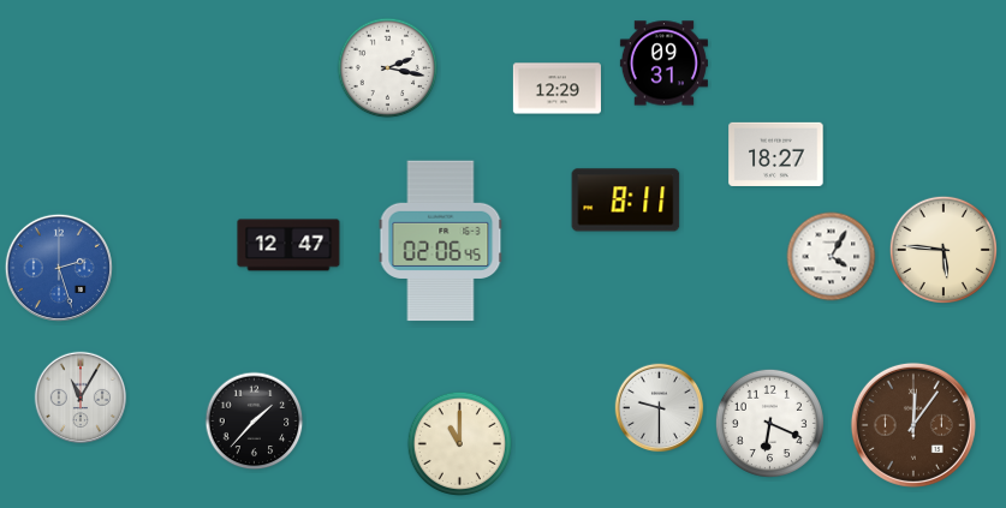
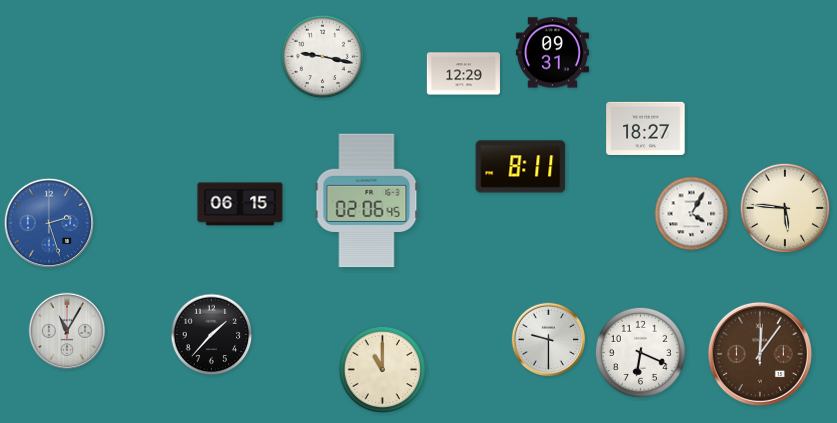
clock at (388, 68): 2:17 -> 9:17
clock at (288, 245): 12:47 -> 06:15
clock at (255, 422) position: (255, 422) -> (212, 335)
